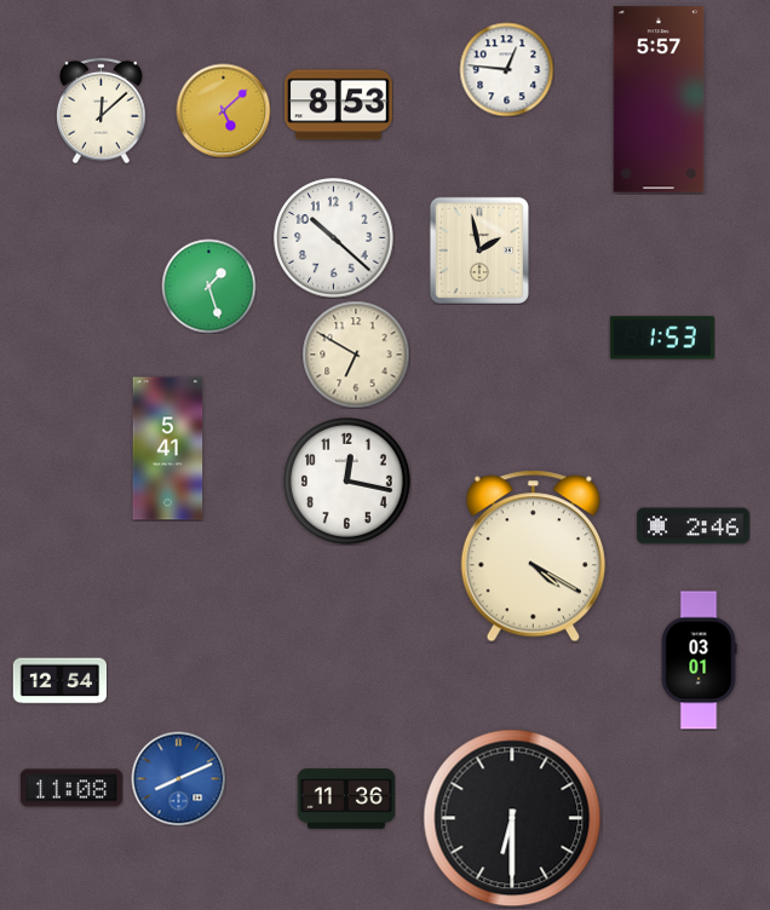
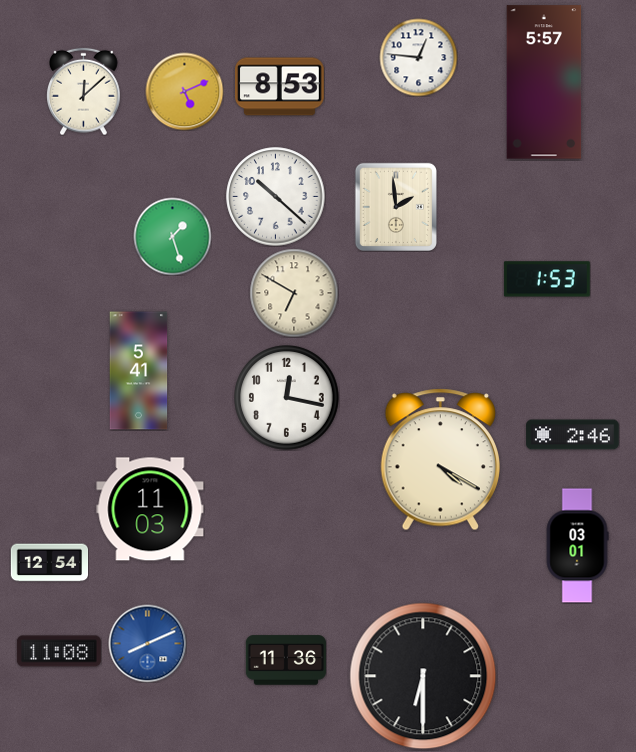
clock at (223, 110): 5:08 -> 5:11
clock at (479, 250): 1:58 -> 1:59
clock at (150, 509): none -> 11:03
